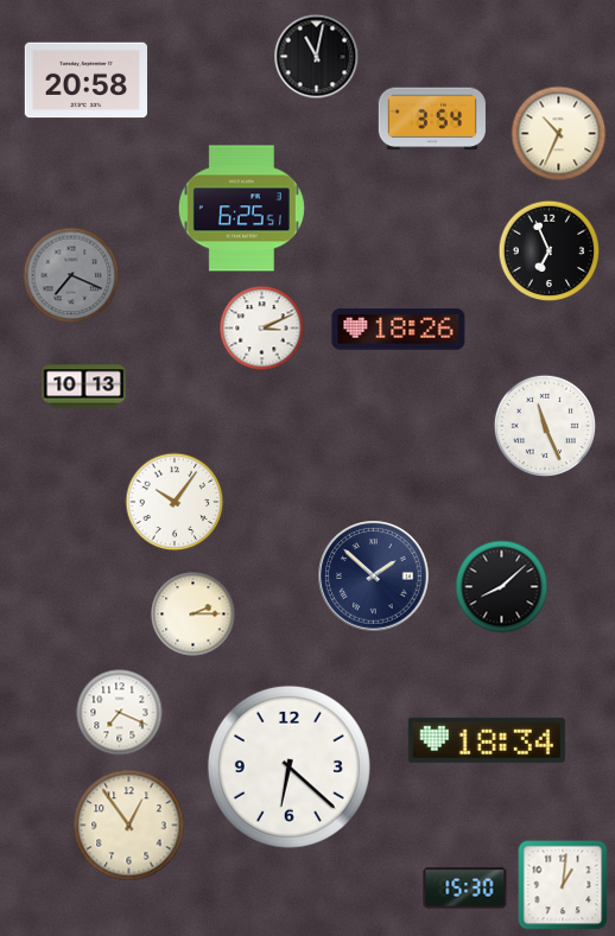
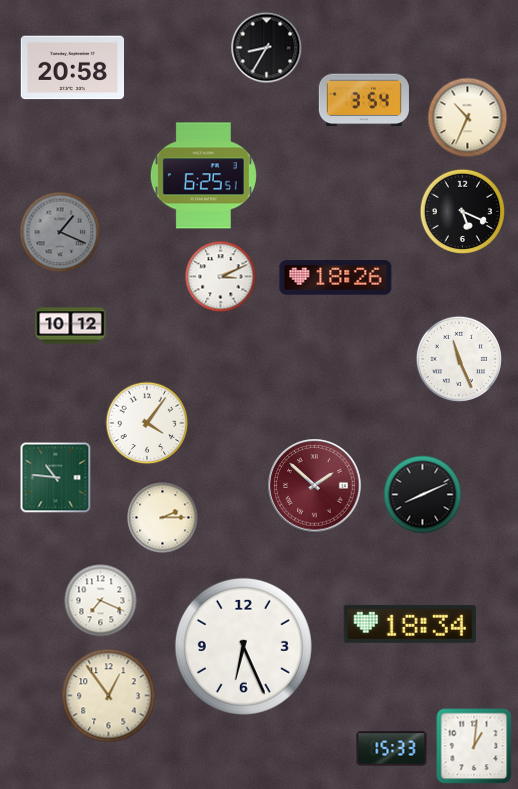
clock at (317, 57): 11:02 -> 8:35
clock at (559, 134) position: (559, 134) -> (468, 118)
clock at (549, 250): 6:56 -> 5:19
clock at (71, 275): 7:19 -> 1:19
clock at (84, 387): 10:13 -> 10:12
clock at (175, 502): 10:06 -> 4:06
clock at (56, 478): none -> 10:46
clock at (374, 577) dial: navy -> burgundy
clock at (502, 587): 8:08 -> 8:11
clock at (289, 766): 6:22 -> 6:26
clock at (465, 889): 15:30 -> 15:33
